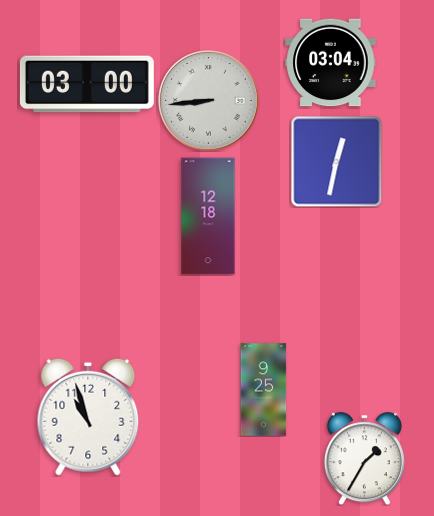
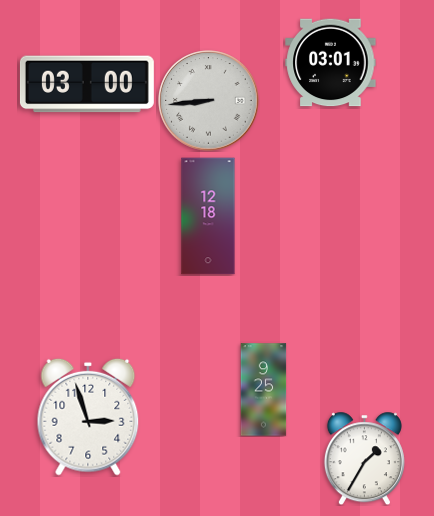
clock at (331, 63): 03:04 -> 03:01
clock at (336, 161): 12:32 -> none
clock at (88, 417): 10:57 -> 2:57
